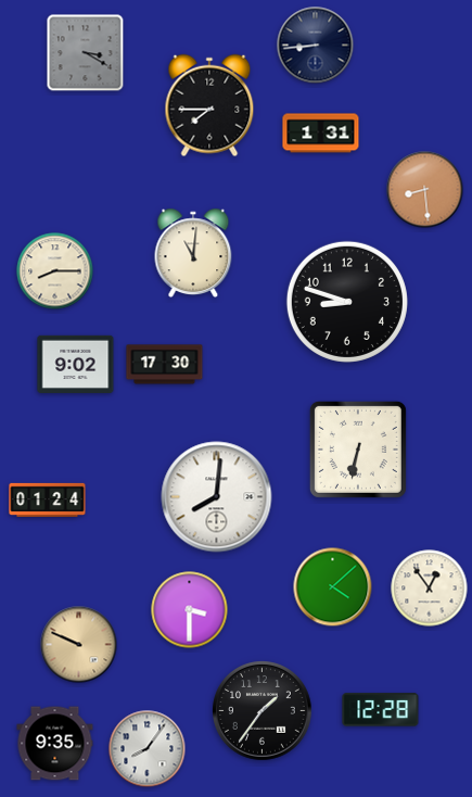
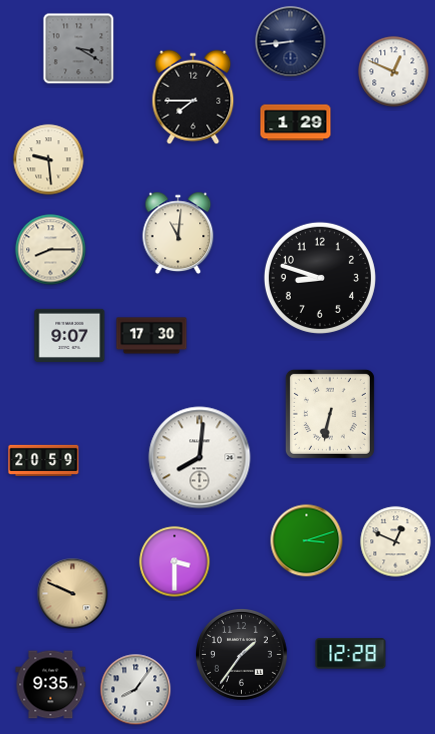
clock at (394, 72): none -> 12:49
clock at (321, 134): 1:31 -> 1:29
clock at (49, 160): none -> 9:29
clock at (425, 190): 8:29 -> none
clock at (76, 364): 9:02 -> 9:07
clock at (48, 499): 01:24 -> 20:59
clock at (333, 587): 4:08 -> 3:12
clock at (430, 589): 12:54 -> 12:49
